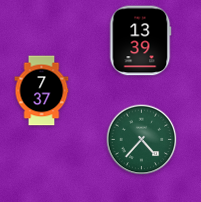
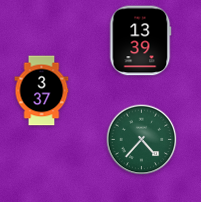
clock at (42, 91): 7:37 -> 3:37
